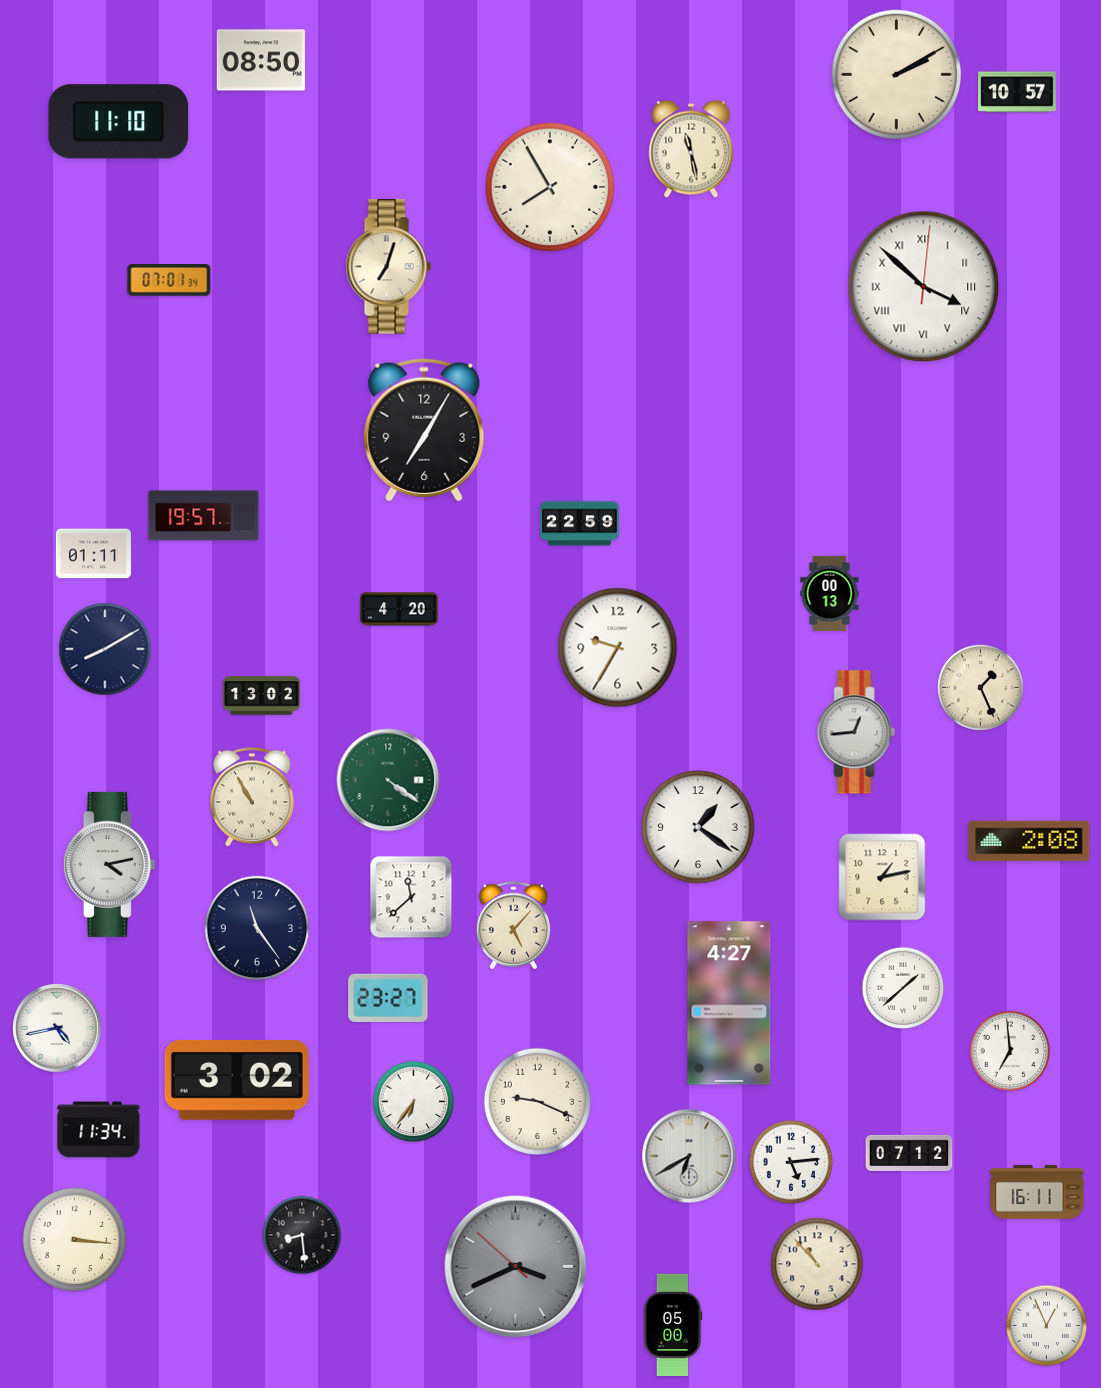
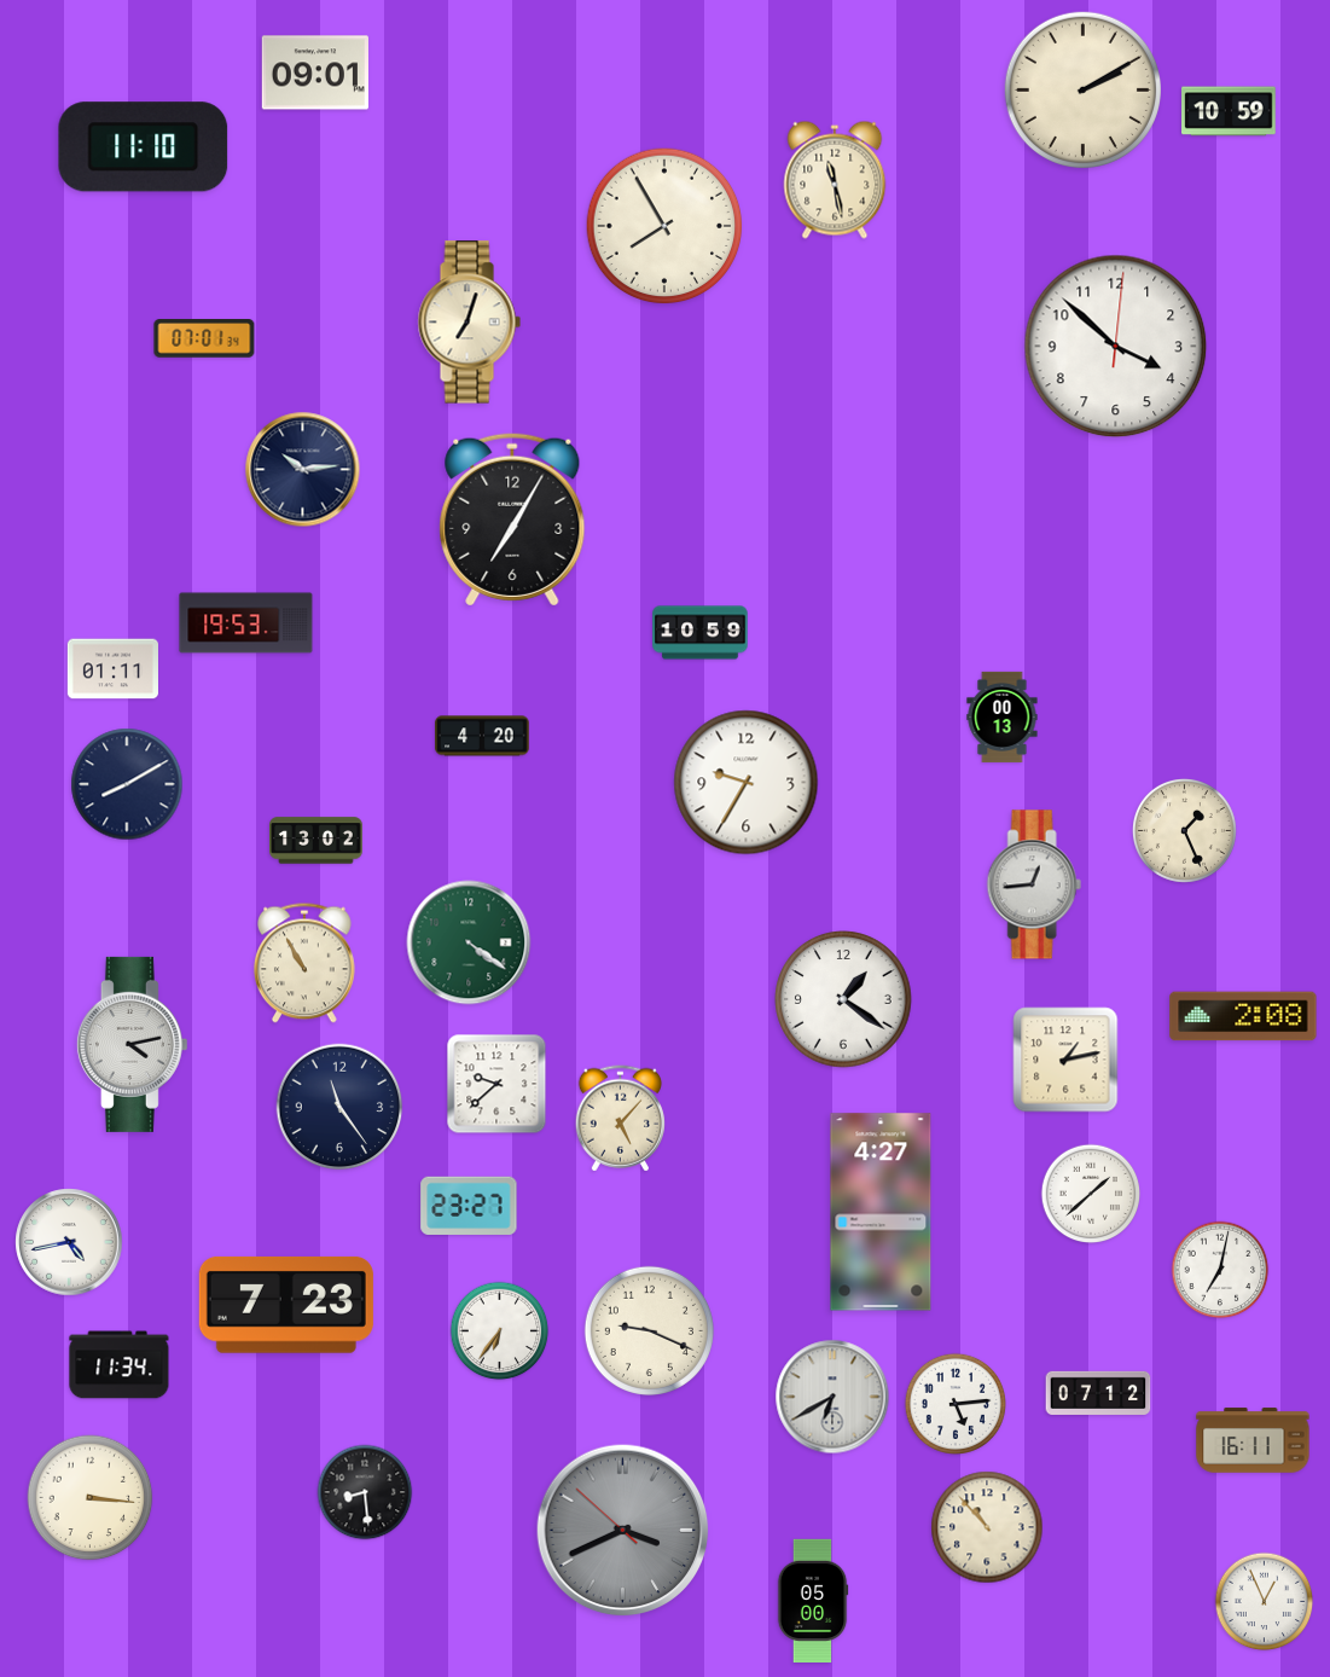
clock at (261, 60): 08:50 -> 09:01
clock at (1017, 92): 10:57 -> 10:59
clock at (924, 287) numerals: Roman -> Arabic
clock at (303, 470): none -> 10:14
clock at (204, 516): 19:57 -> 19:53
clock at (580, 524): 22:59 -> 10:59
clock at (411, 897): 11:38 -> 9:38
clock at (257, 928) position: (257, 928) -> (339, 1107)
clock at (1010, 1051): 6:59 -> 7:02
clock at (237, 1080): 3:02 -> 7:23
